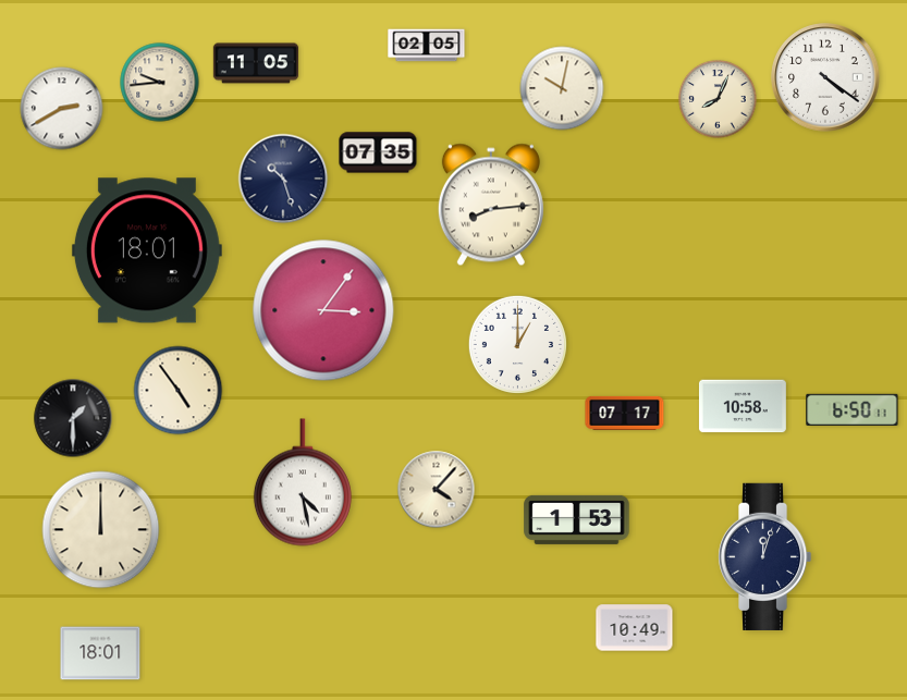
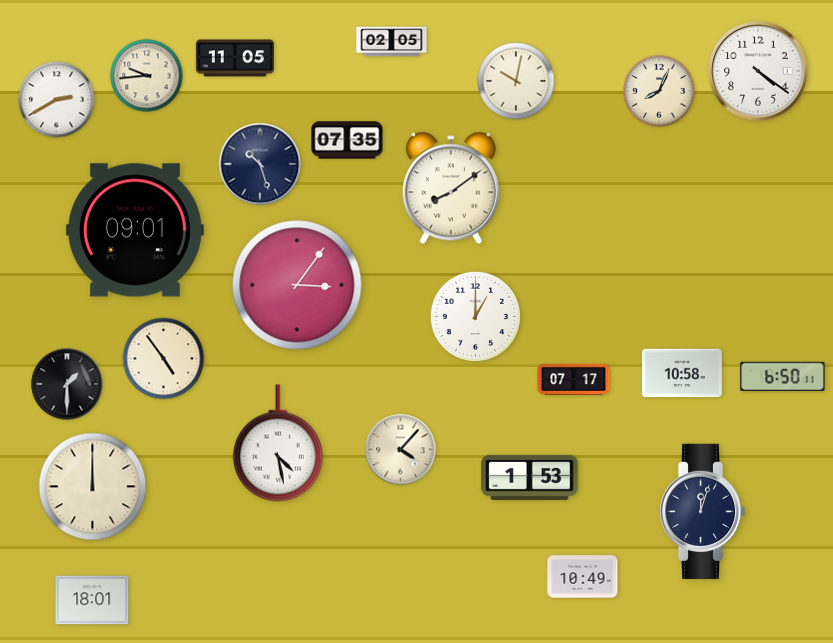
clock at (491, 205): 8:14 -> 8:09
clock at (147, 250): 18:01 -> 09:01
